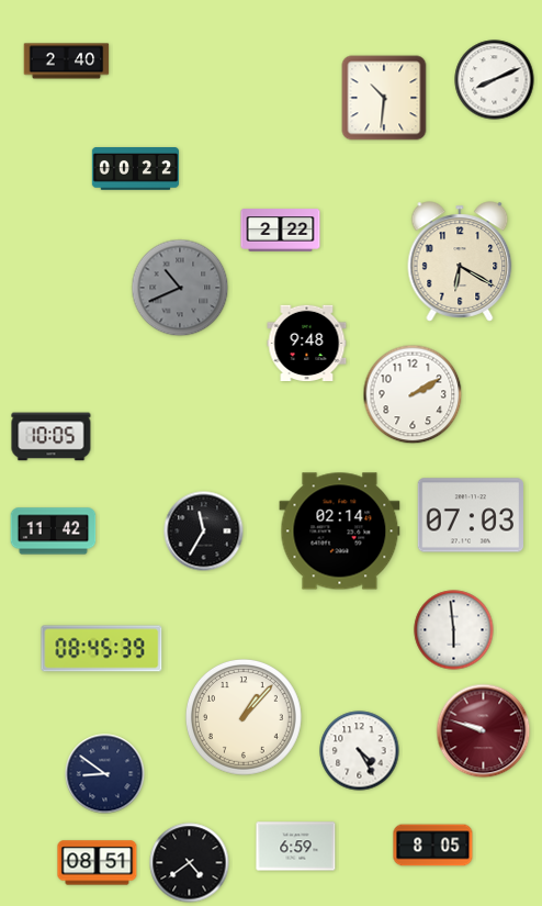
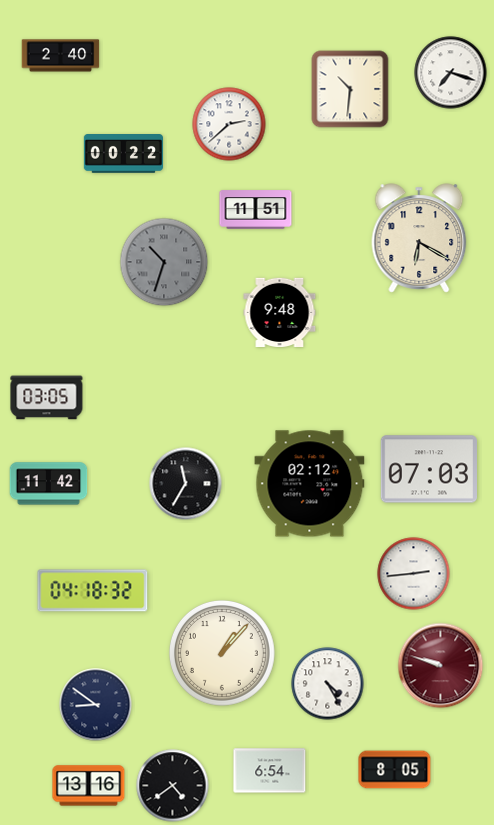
clock at (495, 80): 8:11 -> 7:18
clock at (229, 124): none -> 2:38
clock at (281, 231): 2:22 -> 11:51
clock at (180, 288): 10:41 -> 10:33
clock at (413, 394): 2:10 -> none
clock at (52, 437): 10:05 -> 03:05
clock at (340, 532): 02:14 -> 02:12
clock at (454, 630): 5:59 -> 2:44
clock at (102, 649): 08:45 -> 04:18
clock at (296, 847): 6:59 -> 6:54
clock at (98, 863): 08:51 -> 13:16
